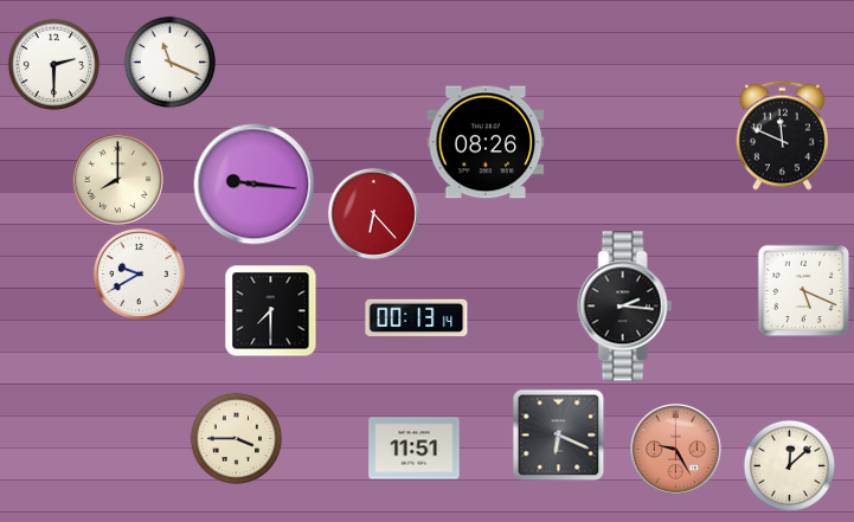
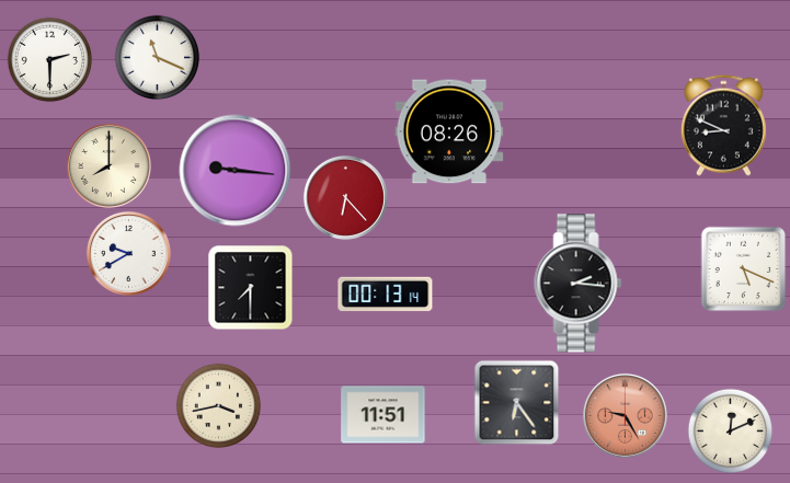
clock at (782, 135): 11:49 -> 8:49
clock at (558, 434): 6:19 -> 6:24
clock at (236, 438): 3:45 -> 3:43
clock at (789, 465): 12:08 -> 12:11
